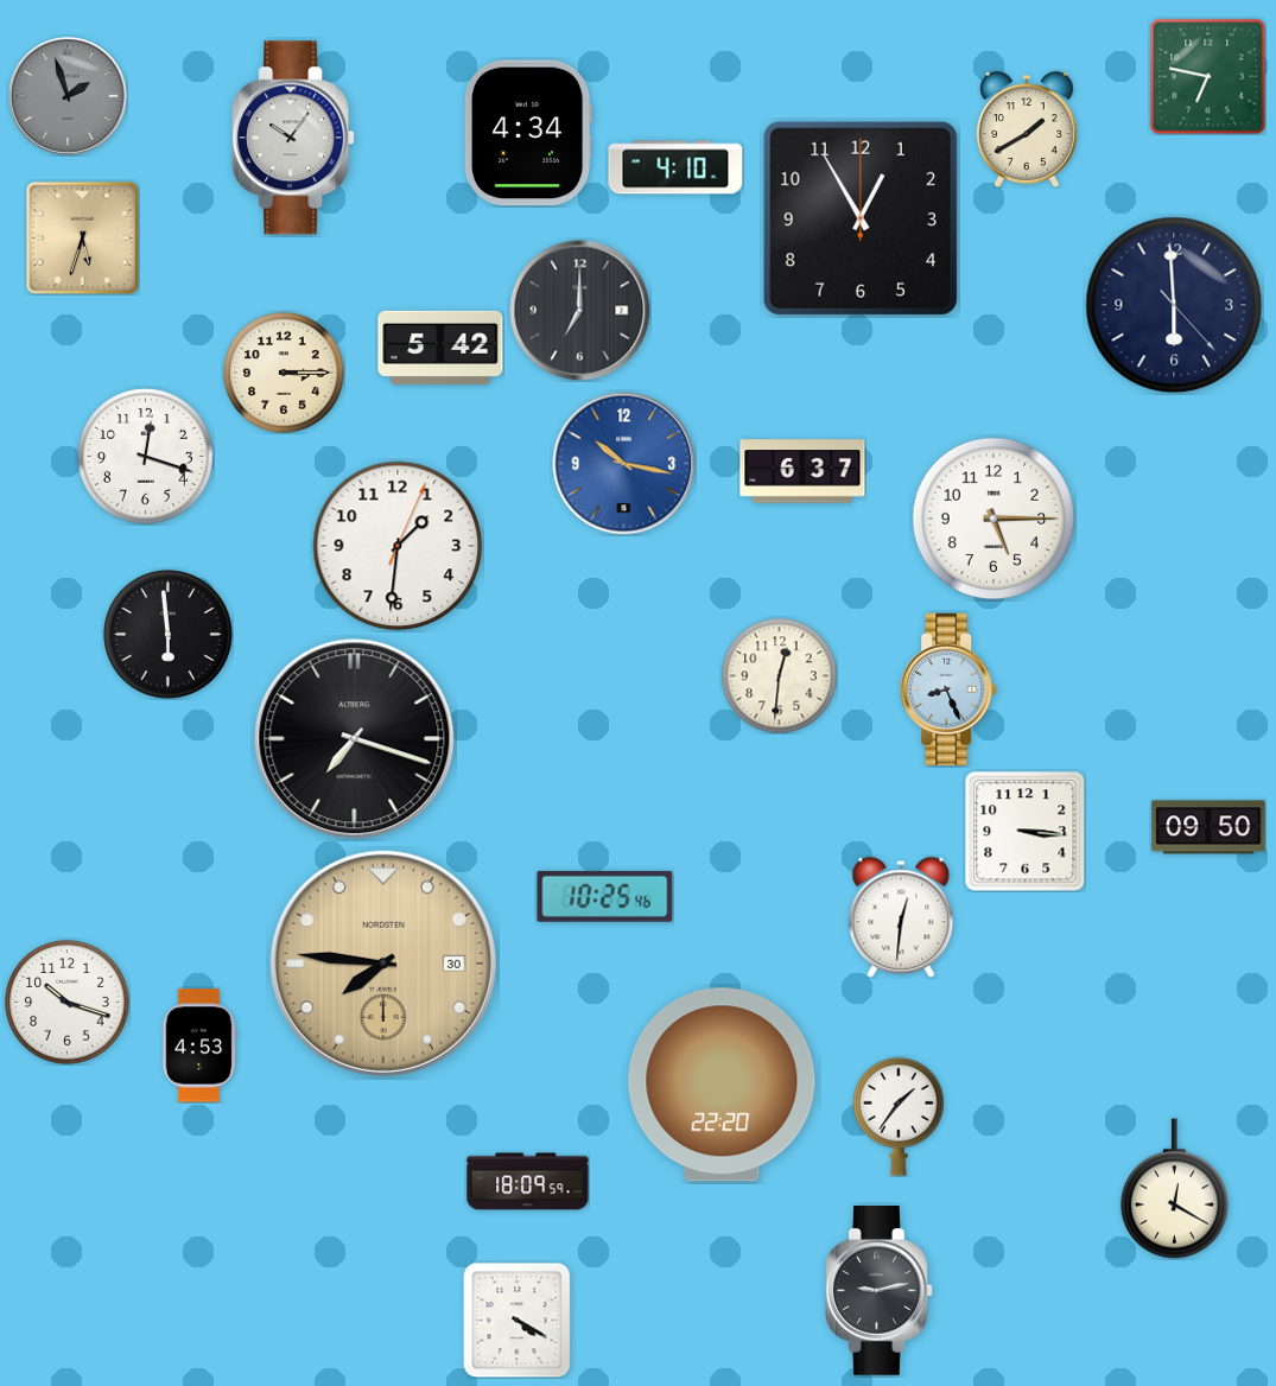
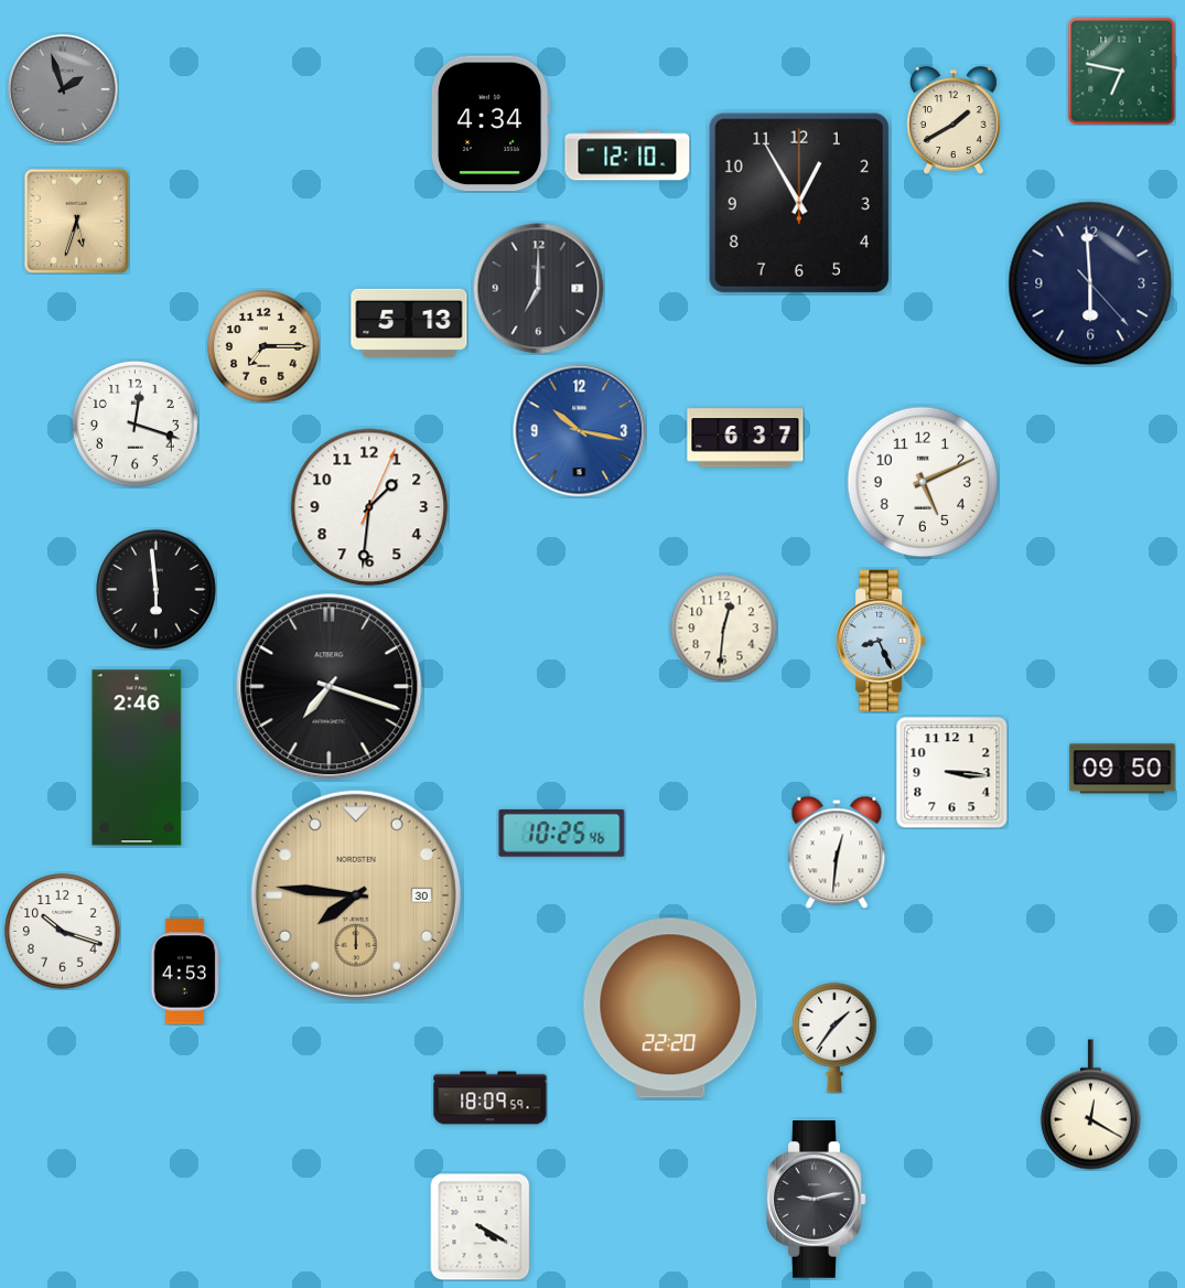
clock at (293, 138): 10:06 -> none
clock at (675, 167): 4:10 -> 12:10
clock at (440, 348): 5:42 -> 5:13
clock at (284, 373): 3:15 -> 7:15
clock at (993, 519): 5:15 -> 5:11
clock at (137, 758): none -> 2:46
